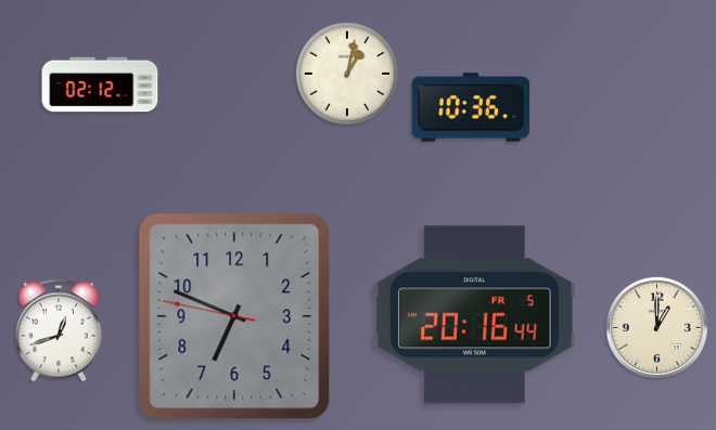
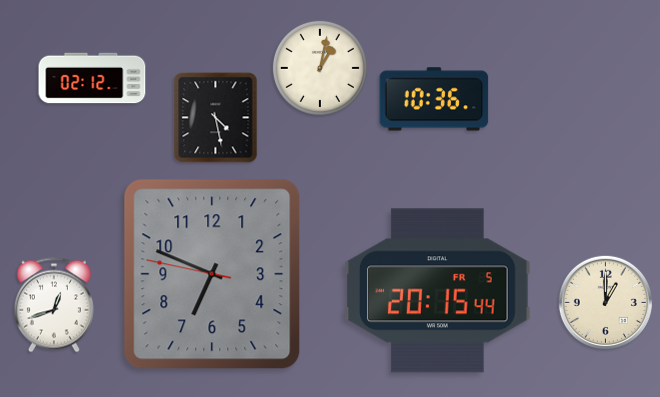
clock at (216, 118): none -> 4:28
clock at (475, 315): 20:16 -> 20:15
clock at (234, 316) position: (234, 316) -> (212, 274)
